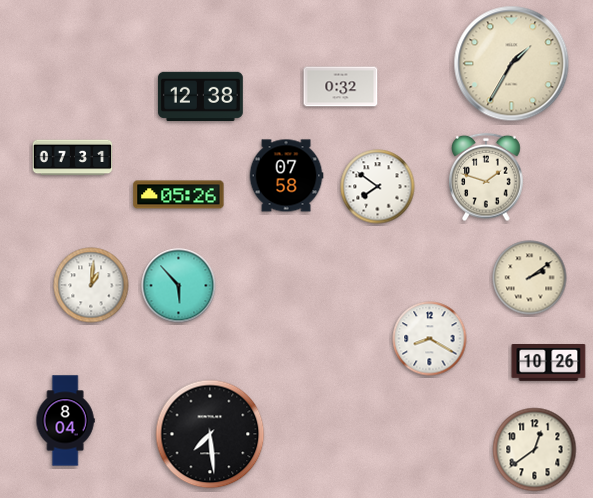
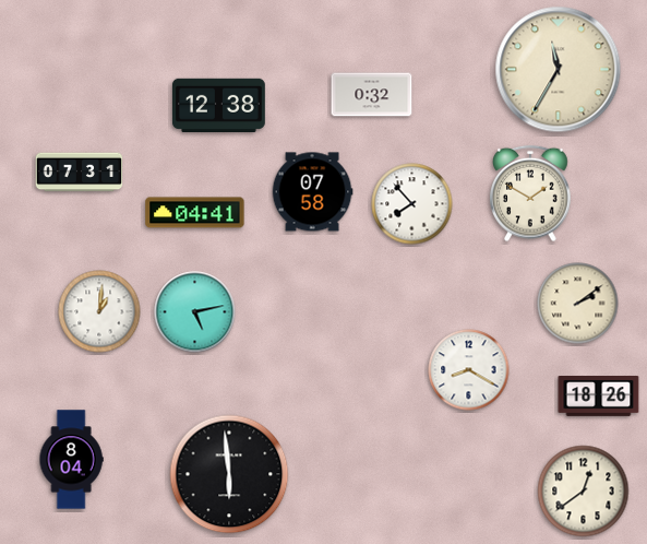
clock at (512, 64): 1:35 -> 11:35
clock at (486, 177): 1:48 -> 1:50
clock at (378, 187): 7:51 -> 7:53
clock at (179, 195): 05:26 -> 04:41
clock at (179, 286): 5:53 -> 5:13
clock at (549, 363): 10:26 -> 18:26
clock at (210, 434): 7:29 -> 5:59
